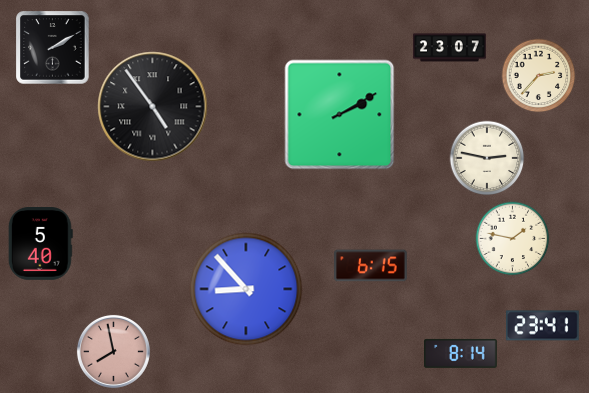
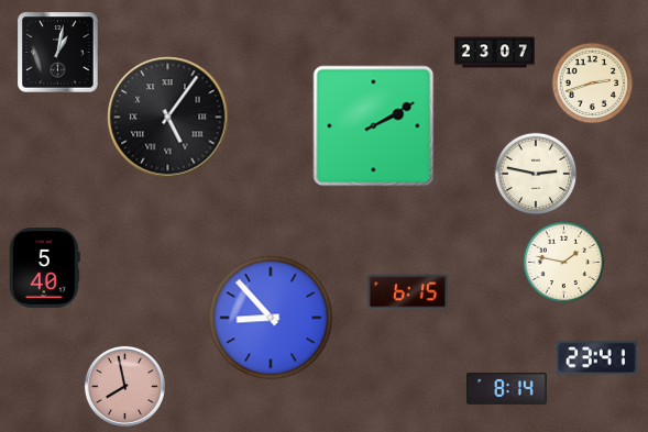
clock at (53, 48): 2:10 -> 1:02
clock at (539, 76): 2:37 -> 2:42
clock at (153, 107): 4:54 -> 5:06
